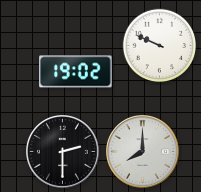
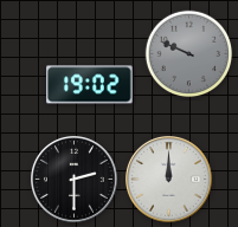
clock at (160, 46) dial: white -> grey
clock at (143, 152): 8:00 -> 12:00
